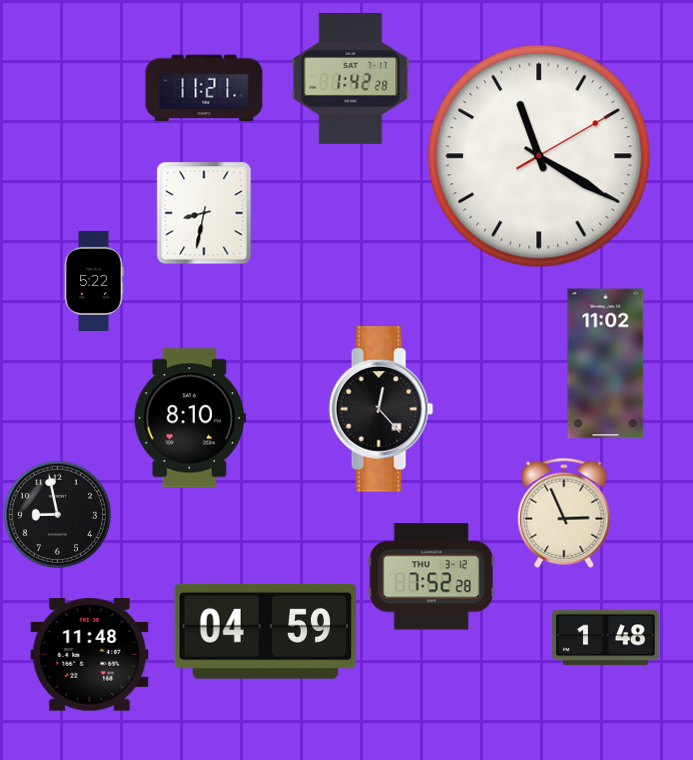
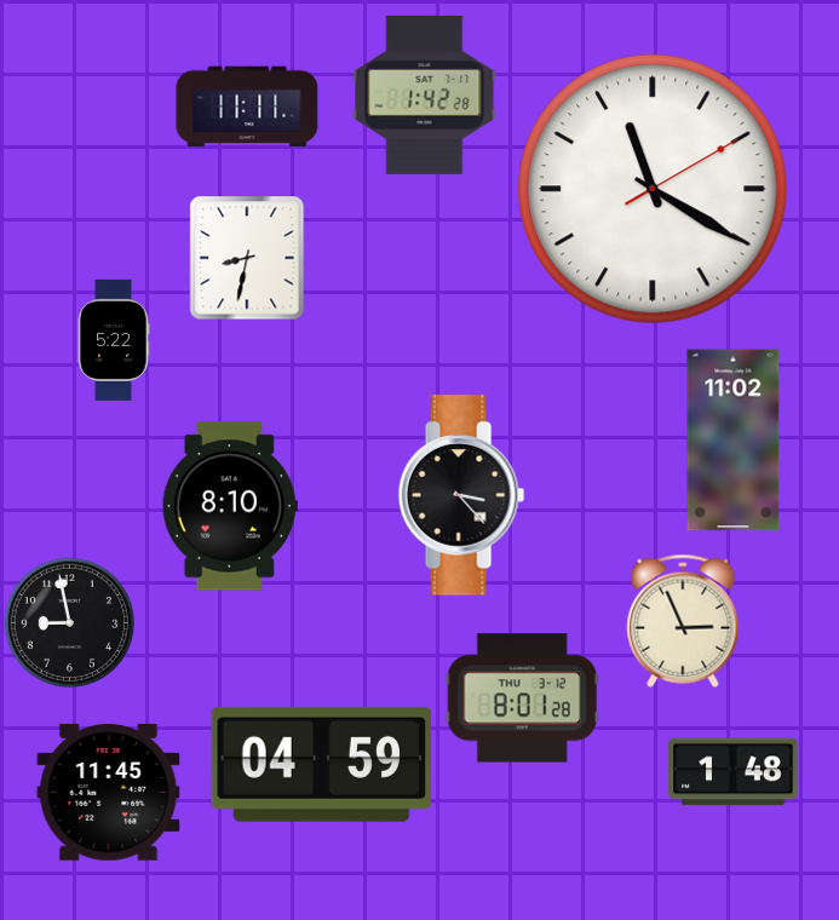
clock at (204, 88): 11:21 -> 11:11
clock at (381, 409): 12:23 -> 3:23
clock at (431, 577): 7:52 -> 8:01
clock at (90, 655): 11:48 -> 11:45
